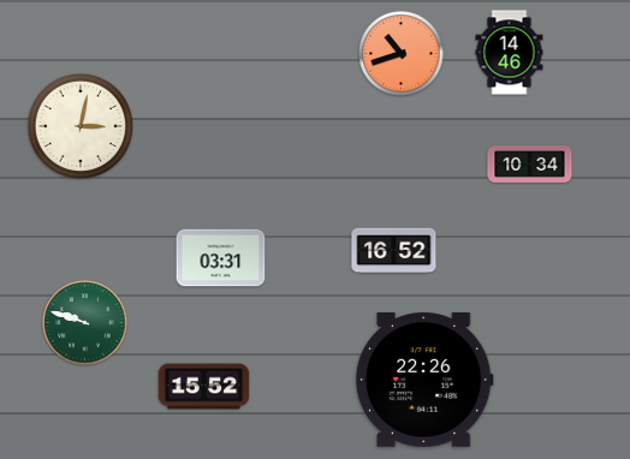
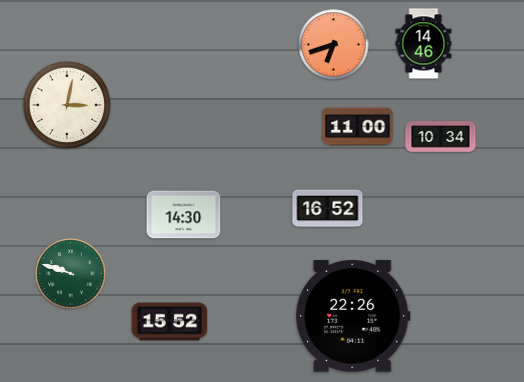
clock at (402, 54): 10:42 -> 6:42
clock at (358, 127): none -> 11:00
clock at (221, 258): 03:31 -> 14:30
clock at (85, 323) position: (85, 323) -> (71, 274)
